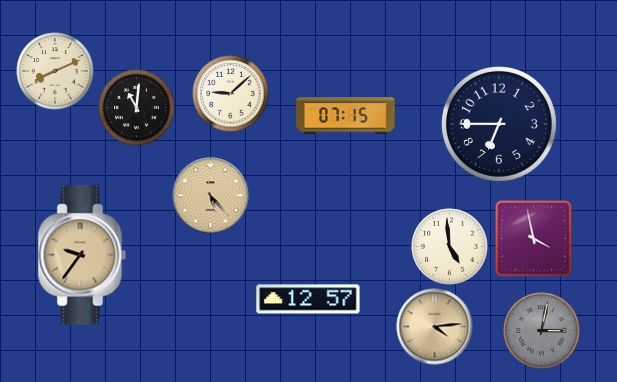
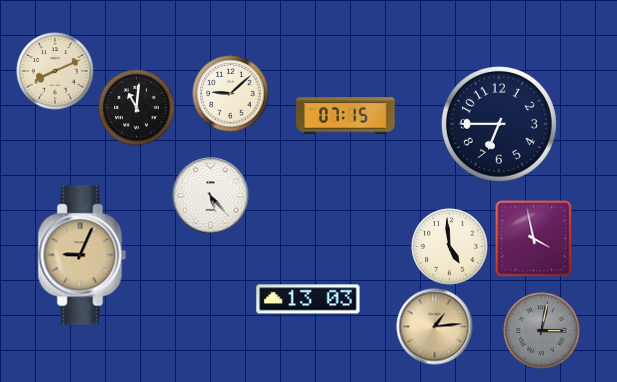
clock at (211, 196) dial: champagne -> white
clock at (82, 255): 9:36 -> 9:04
clock at (308, 299): 12:57 -> 13:03
clock at (435, 327): 4:14 -> 1:14
